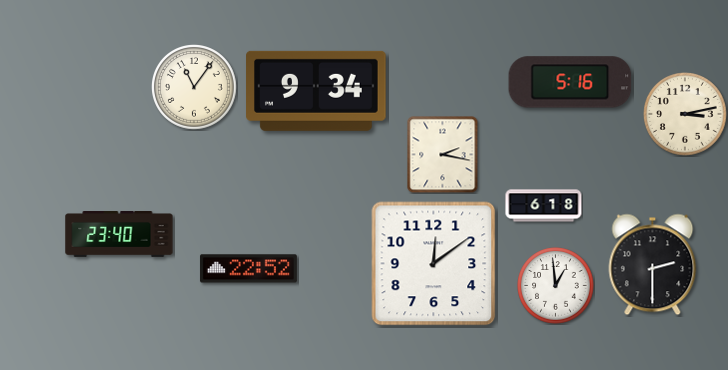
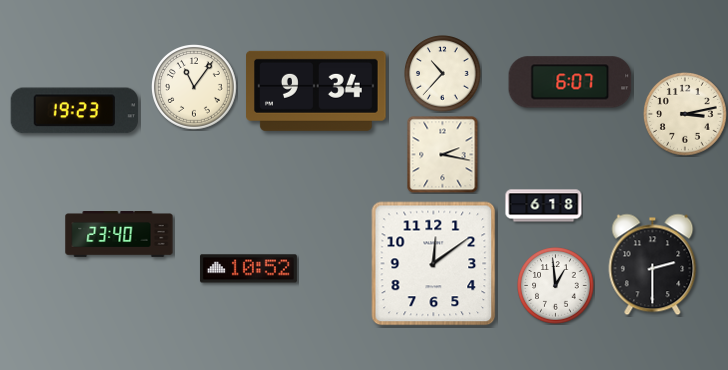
clock at (443, 74): none -> 10:37
clock at (570, 82): 5:16 -> 6:07
clock at (74, 111): none -> 19:23
clock at (248, 269): 22:52 -> 10:52
